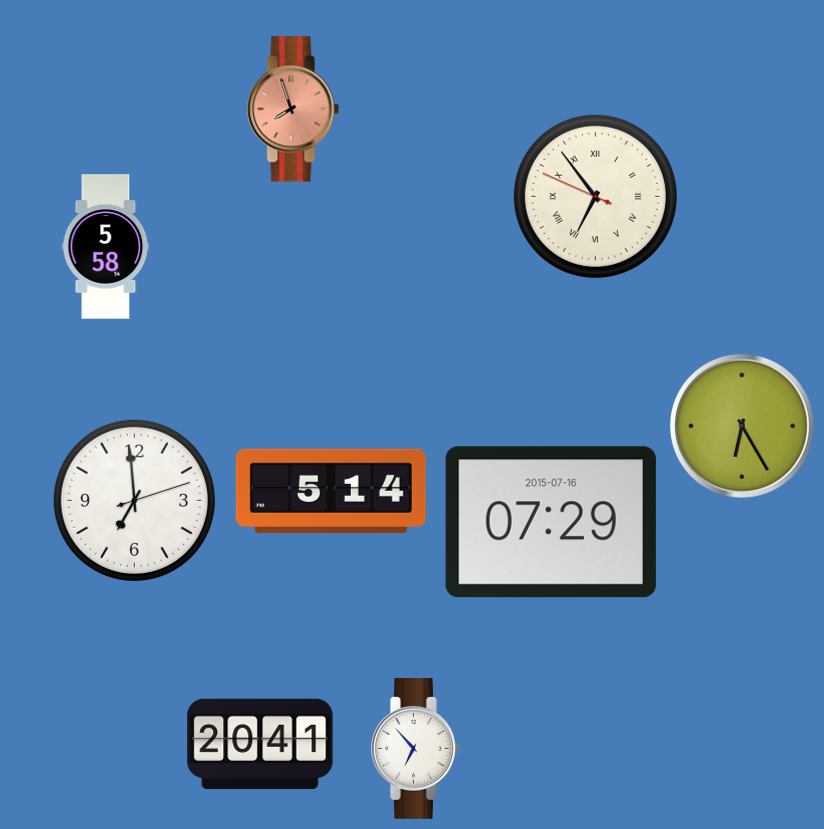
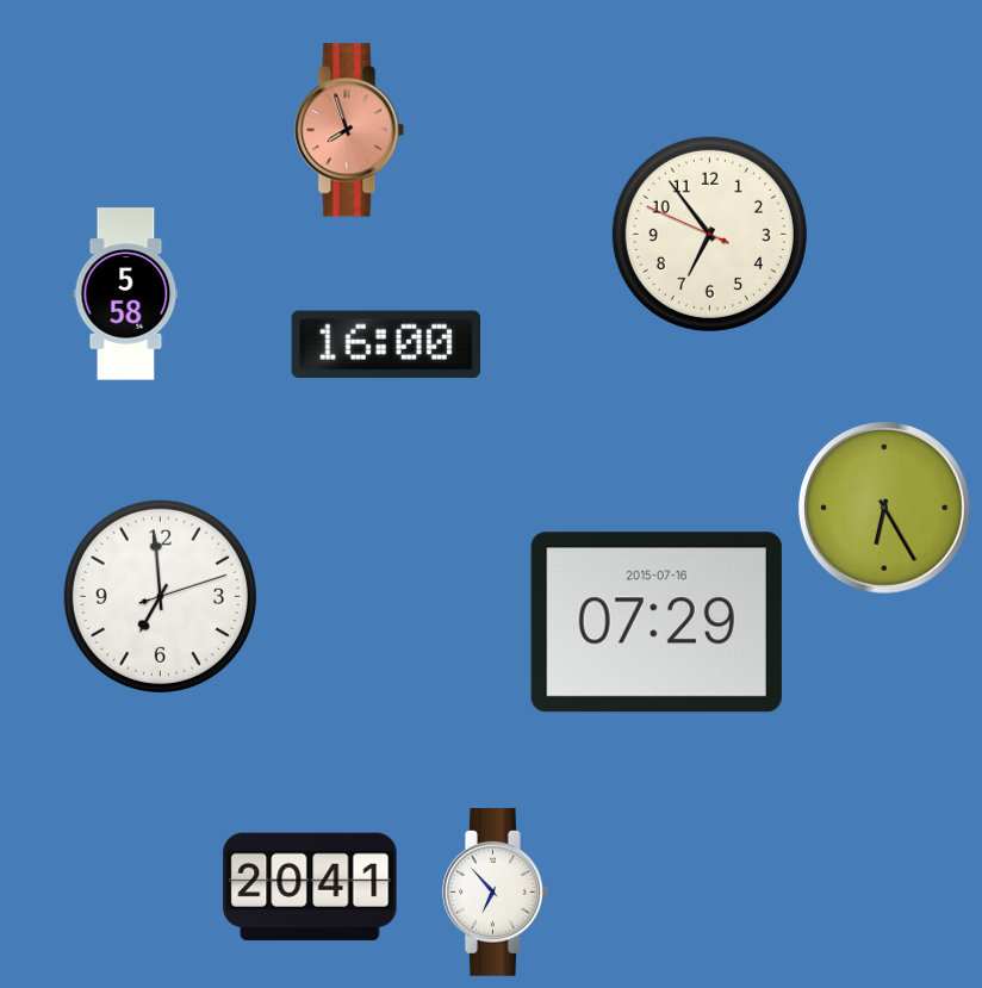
clock at (595, 196) numerals: Roman -> Arabic
clock at (385, 344): none -> 16:00
clock at (331, 491): 5:14 -> none
